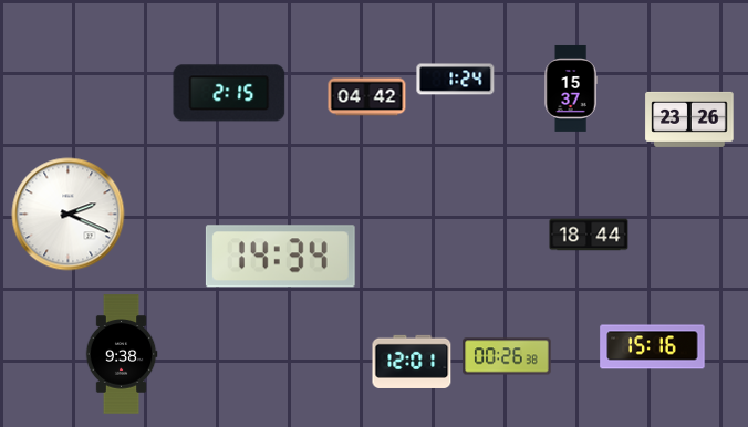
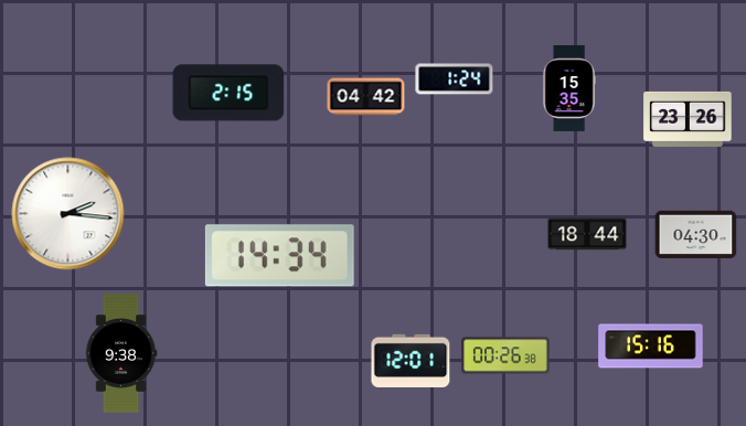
clock at (571, 88): 15:37 -> 15:35
clock at (69, 215): 2:19 -> 2:16
clock at (696, 235): none -> 04:30
